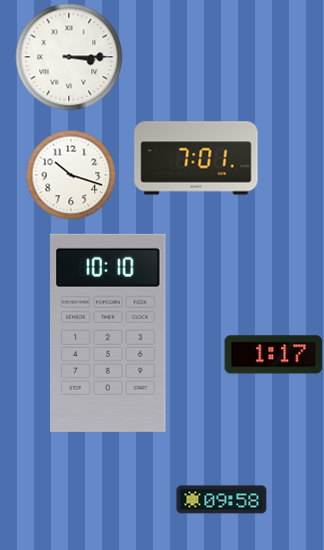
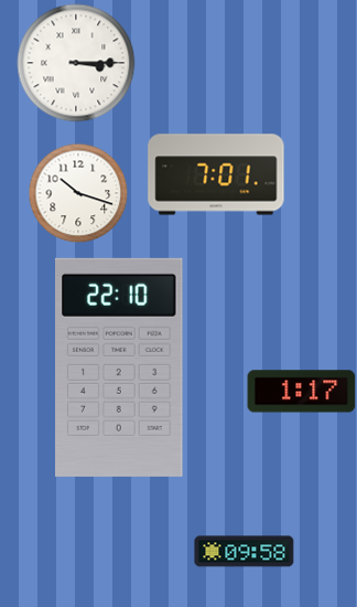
clock at (109, 333): 10:10 -> 22:10
